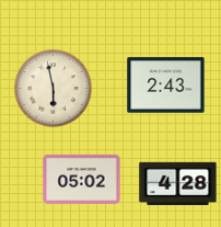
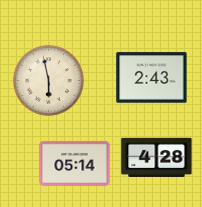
clock at (82, 179): 05:02 -> 05:14
clock at (178, 183) position: (178, 183) -> (157, 157)
